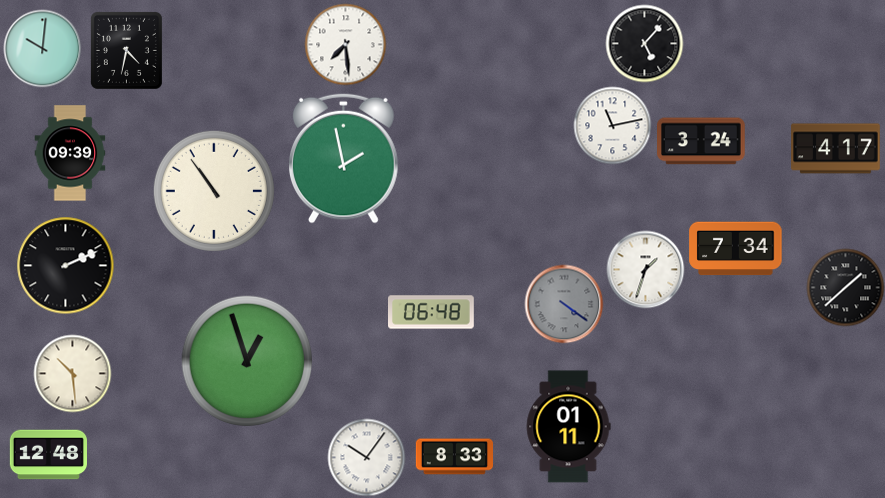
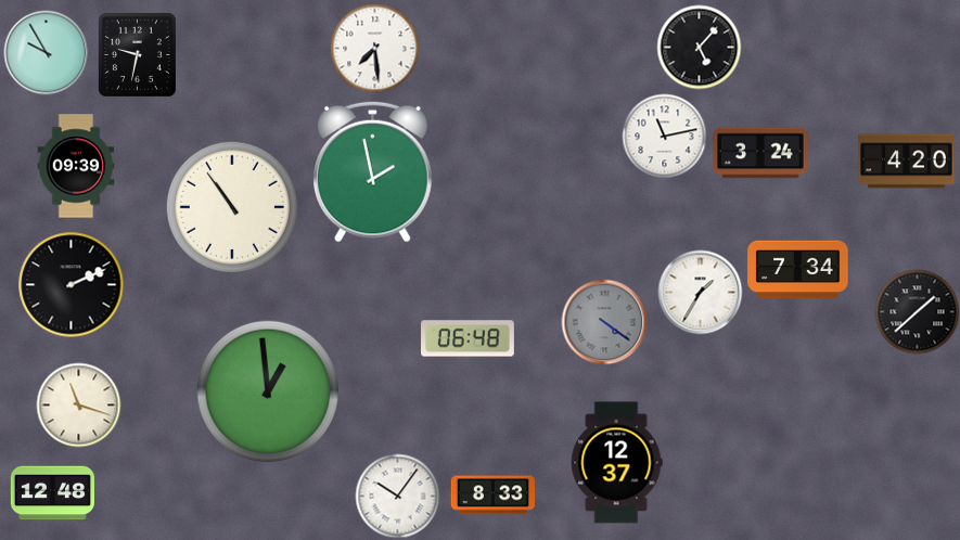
clock at (42, 48): 10:01 -> 9:55
clock at (126, 50): 4:32 -> 9:32
clock at (836, 149): 4:17 -> 4:20
clock at (65, 265) position: (65, 265) -> (71, 284)
clock at (645, 269): 1:33 -> 1:35
clock at (564, 304) position: (564, 304) -> (604, 322)
clock at (246, 360): 12:57 -> 12:59
clock at (72, 373): 10:29 -> 11:18
clock at (568, 427): 01:11 -> 12:37
